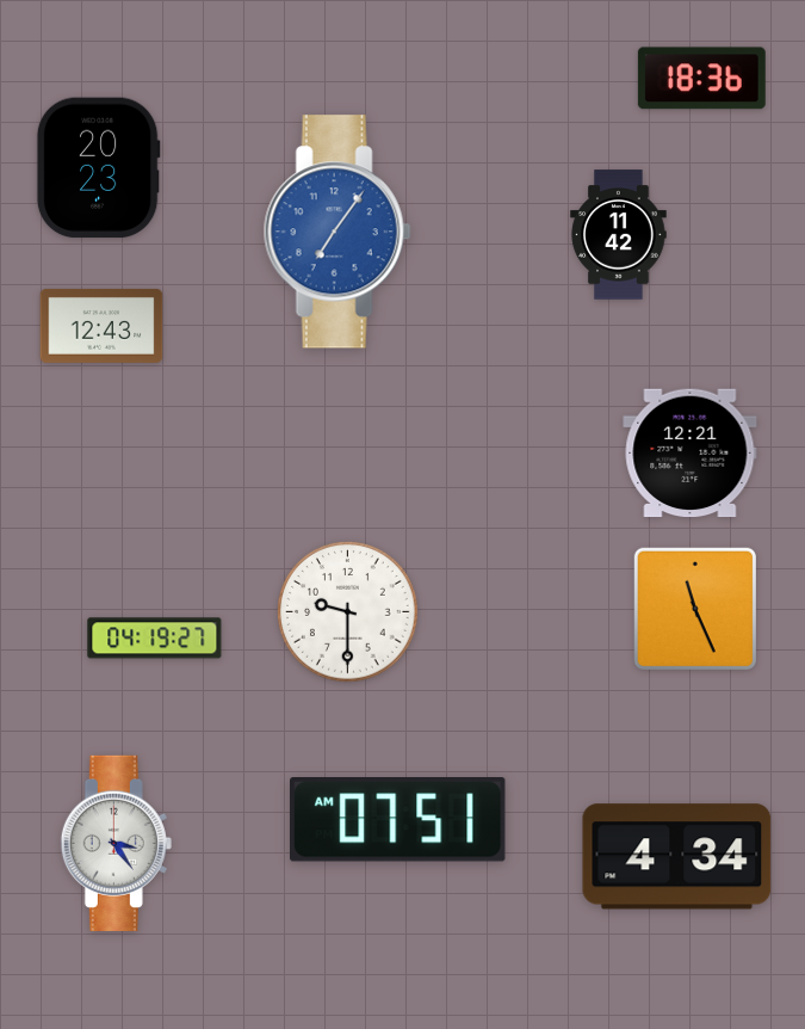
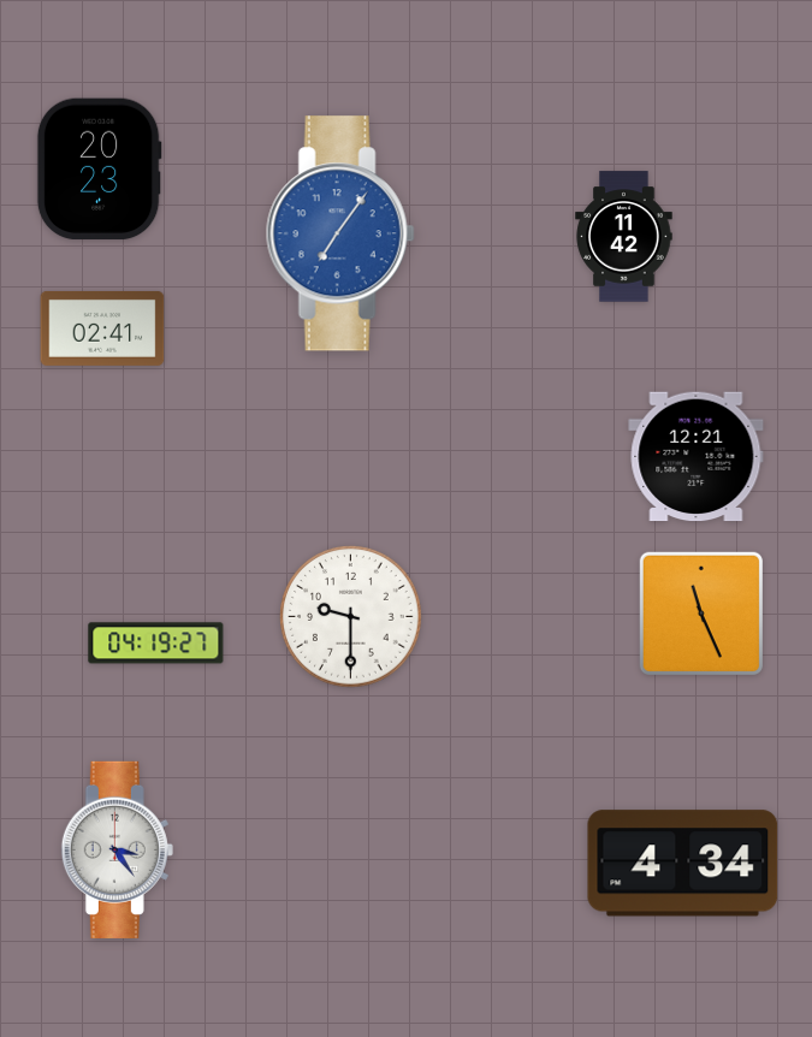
clock at (701, 79): 18:36 -> none
clock at (101, 326): 12:43 -> 02:41
clock at (398, 820): 07:51 -> none
